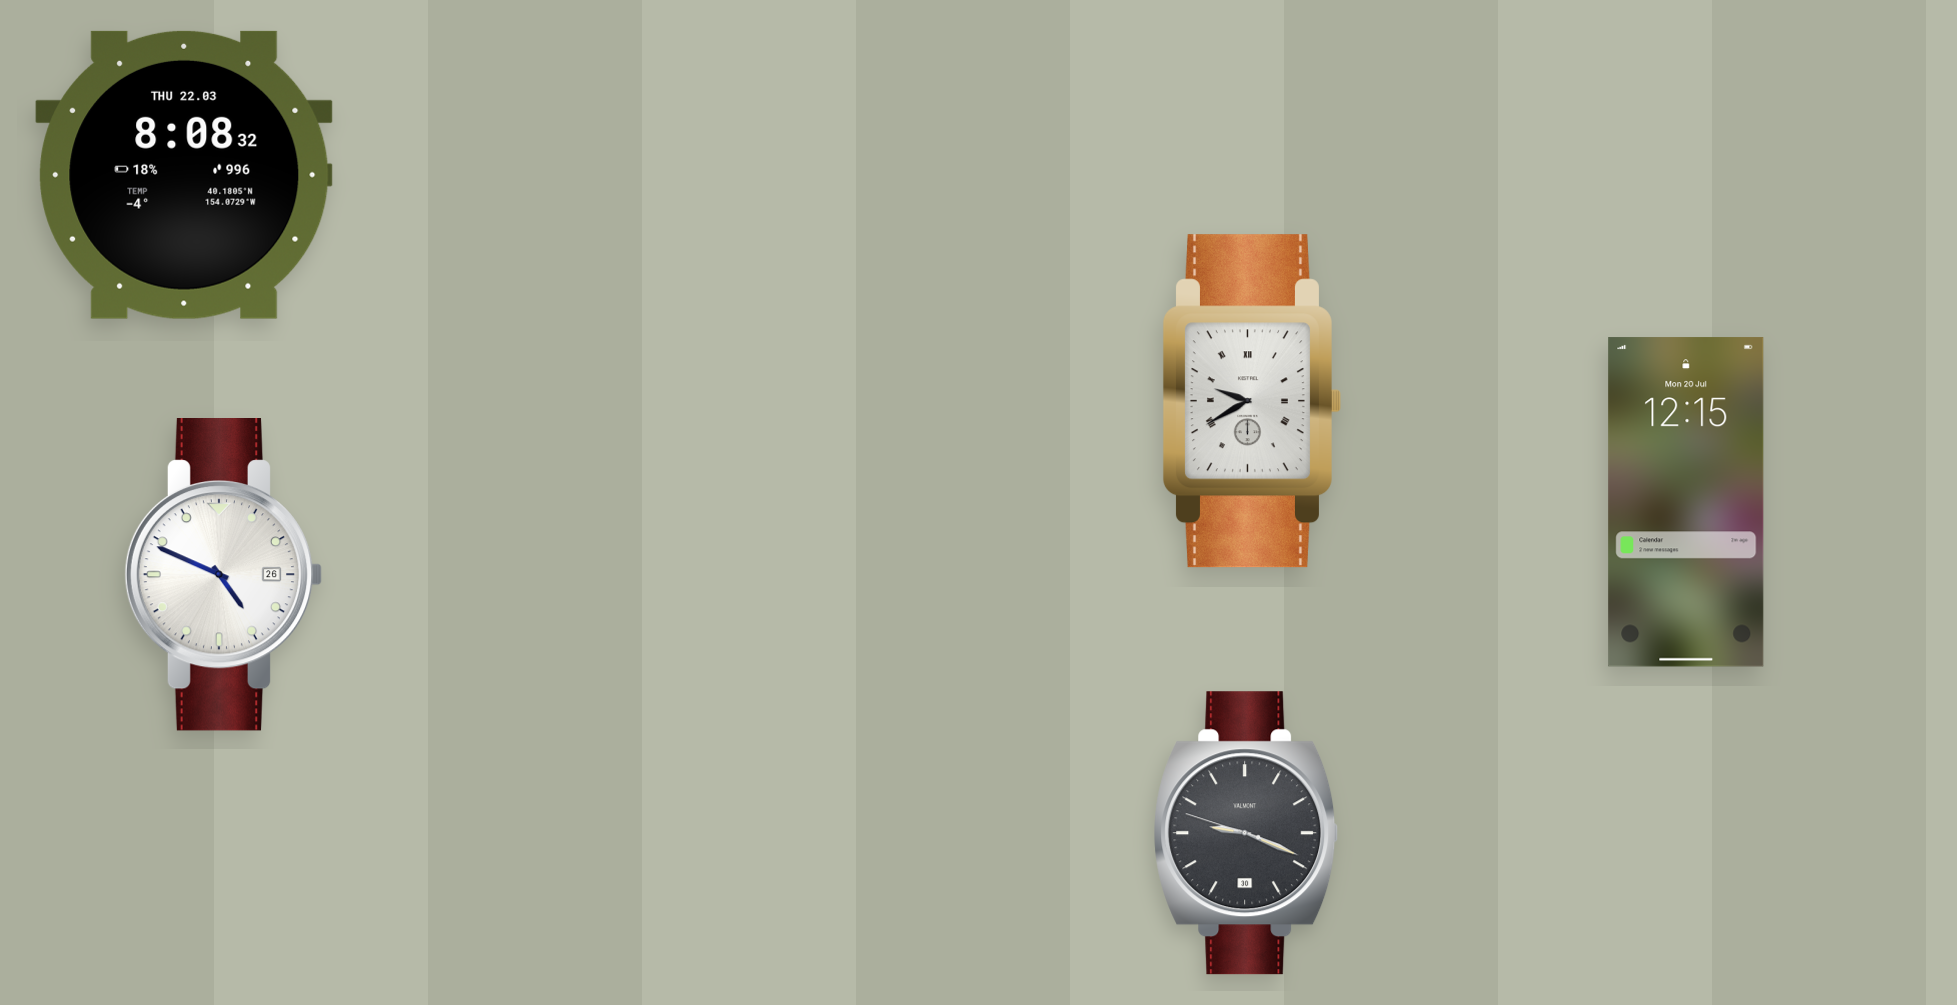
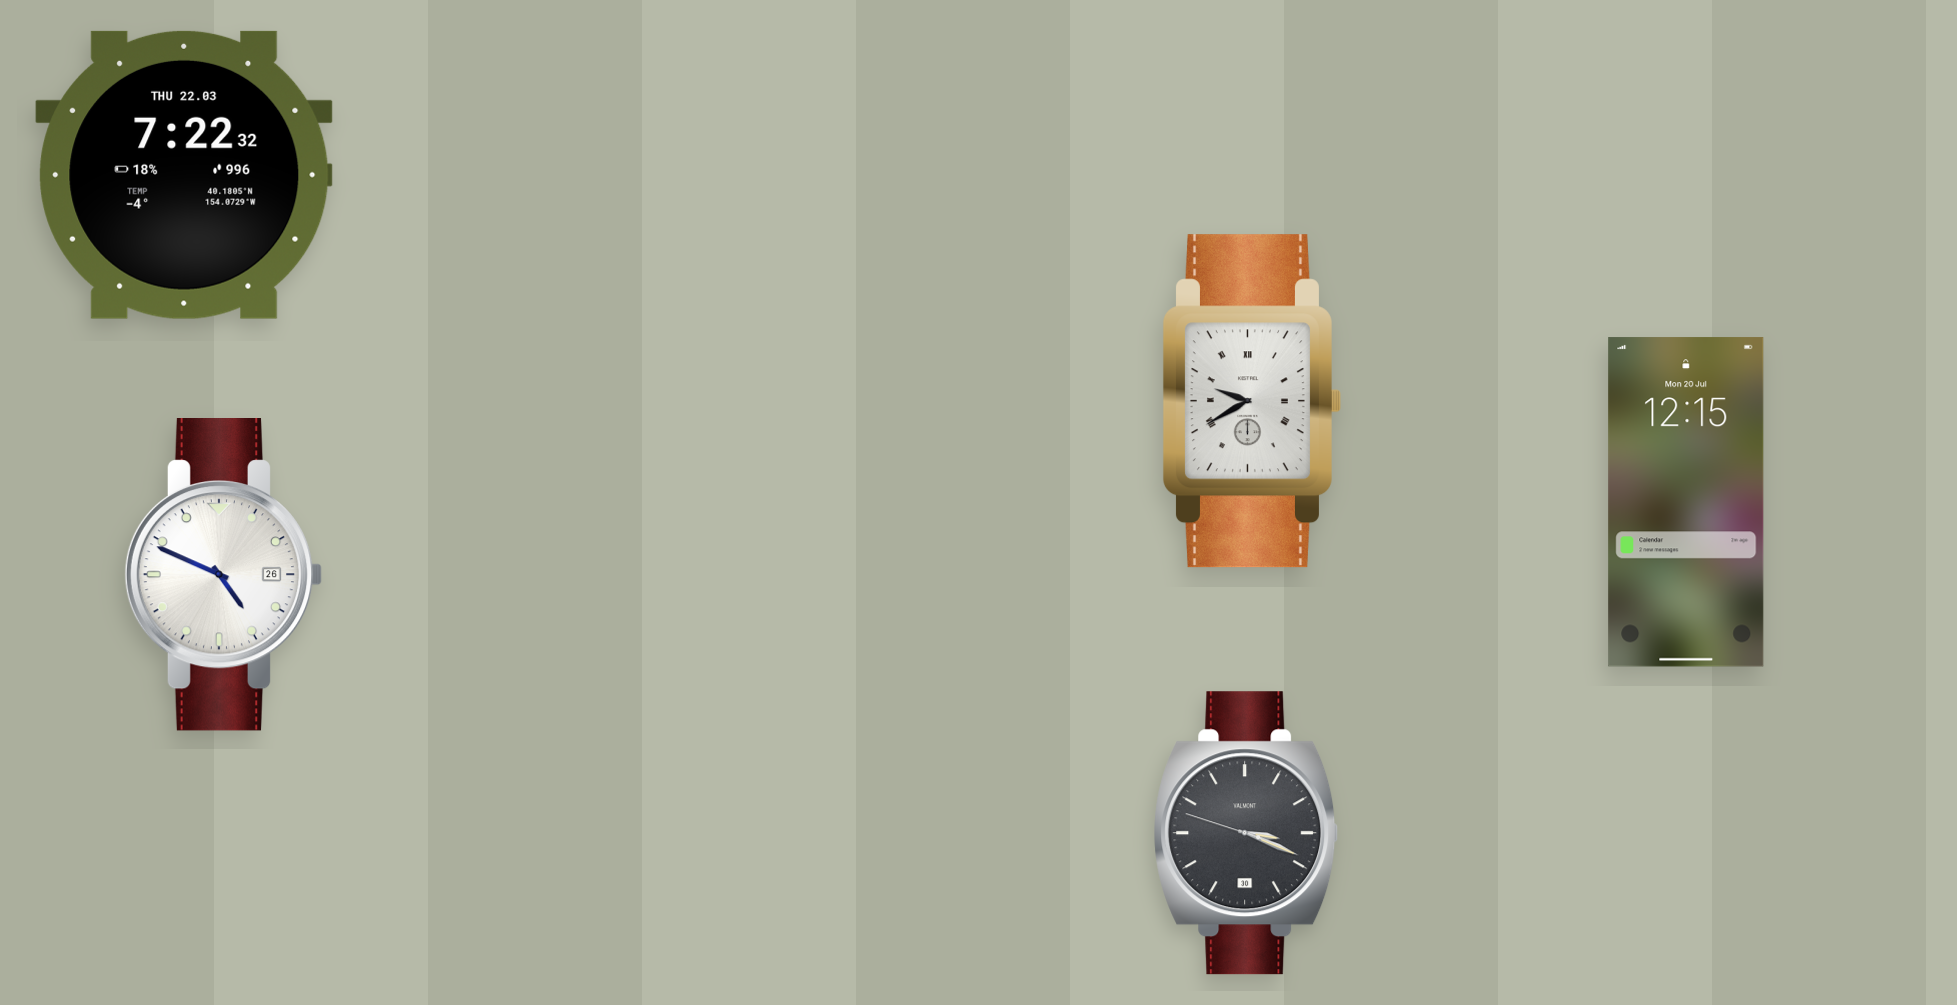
clock at (184, 175): 8:08 -> 7:22
clock at (1246, 833): 9:18 -> 3:18
